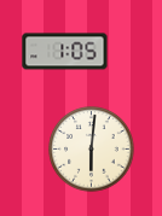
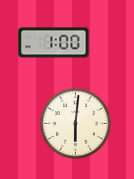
clock at (65, 52): 1:05 -> 1:00
